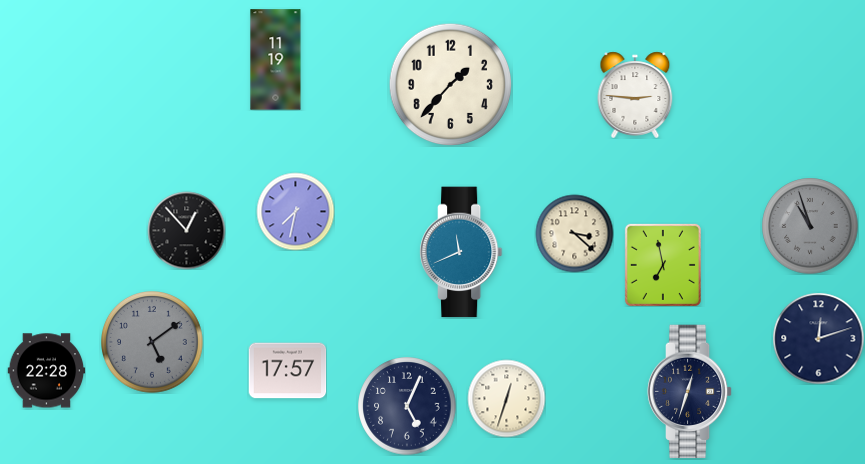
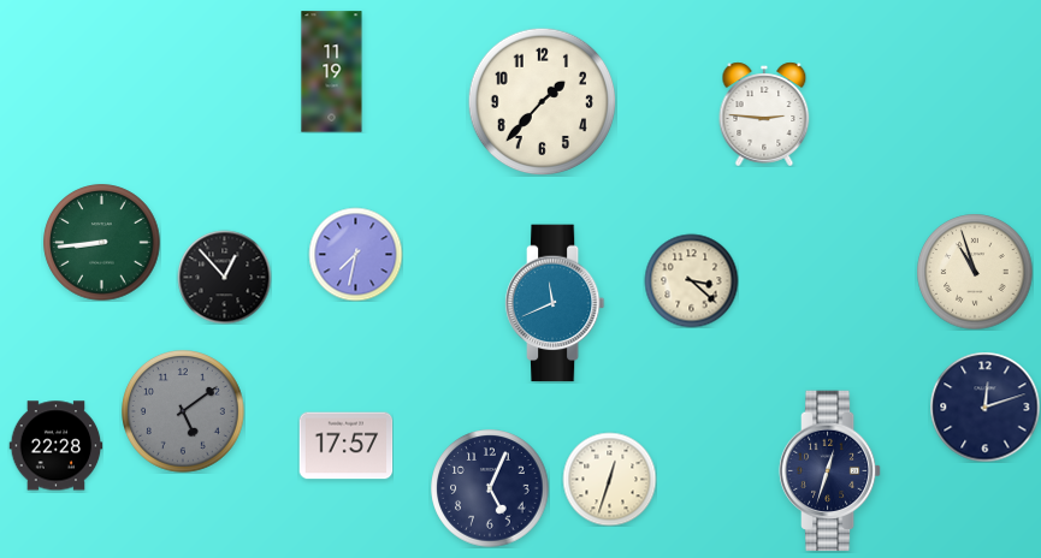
clock at (102, 243): none -> 8:44
clock at (810, 226) dial: grey -> cream
clock at (663, 265): 6:58 -> none
